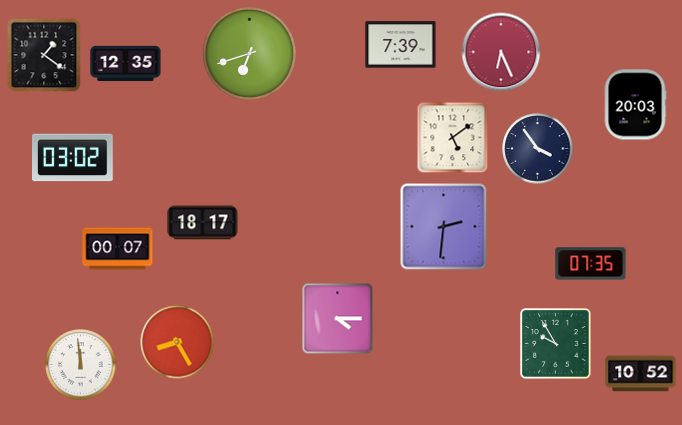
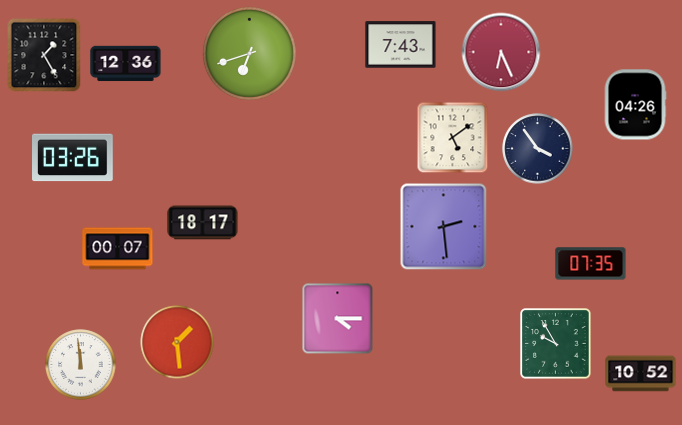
clock at (401, 45): 7:39 -> 7:43
clock at (44, 55): 1:21 -> 1:25
clock at (126, 64): 12:35 -> 12:36
clock at (635, 105): 20:03 -> 04:26
clock at (73, 158): 03:02 -> 03:26
clock at (444, 227): 2:31 -> 2:29
clock at (177, 342): 8:25 -> 1:29
